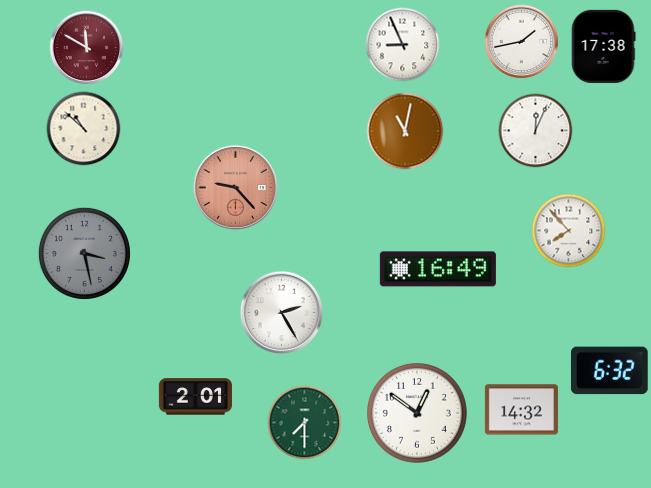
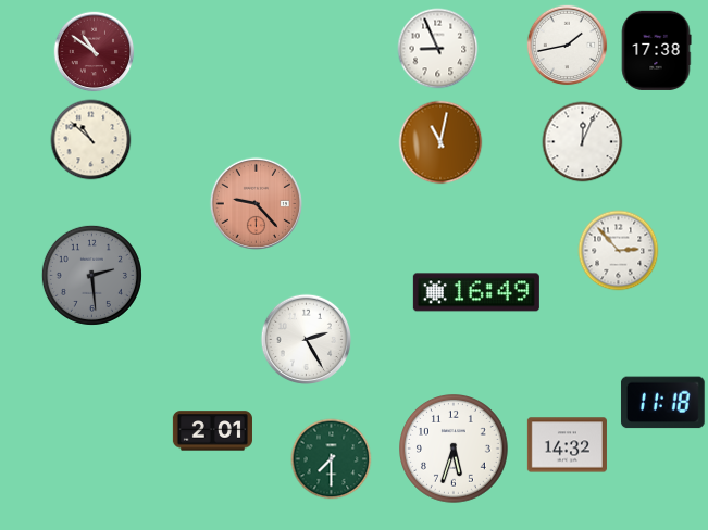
clock at (87, 48): 11:50 -> 10:51
clock at (569, 231): 7:53 -> 2:53
clock at (84, 253): 3:28 -> 2:29
clock at (609, 371): 6:32 -> 11:18
clock at (418, 414): 12:51 -> 5:33
